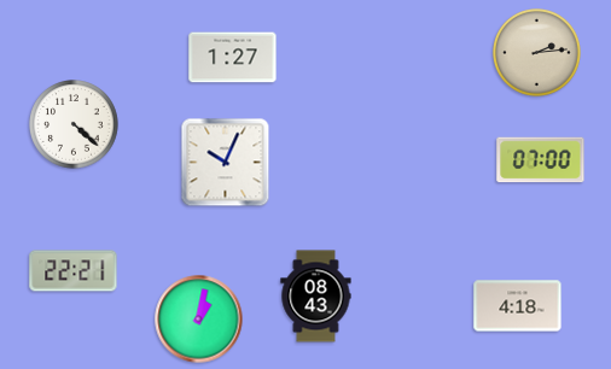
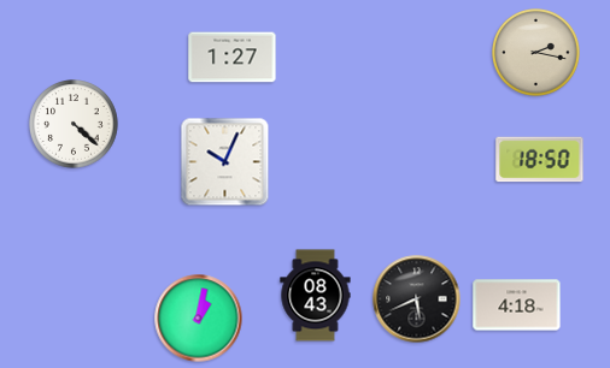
clock at (537, 53): 2:14 -> 2:17
clock at (541, 160): 07:00 -> 18:50
clock at (74, 271): 22:21 -> none
clock at (417, 299): none -> 5:41
